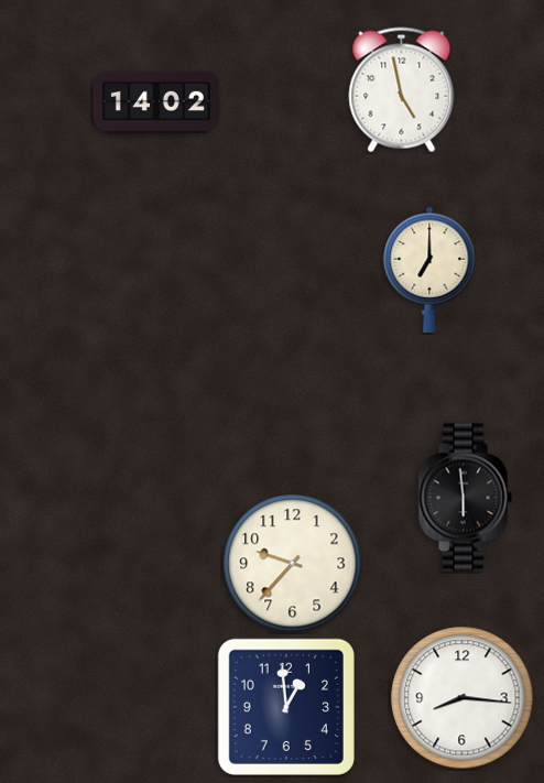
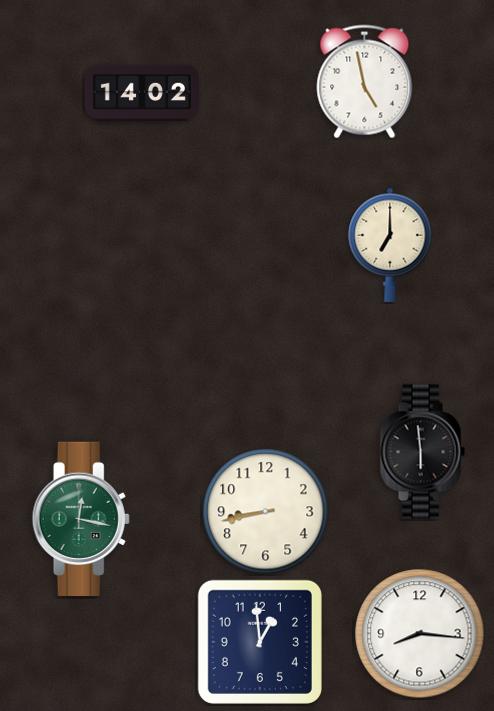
clock at (293, 564): 9:37 -> 8:43
clock at (81, 518): none -> 12:17
